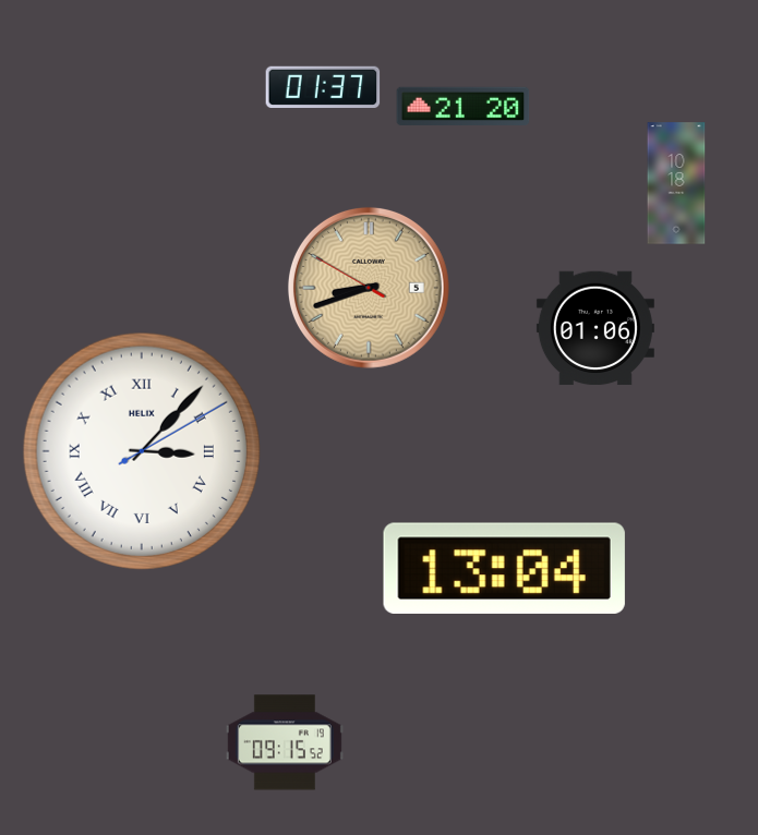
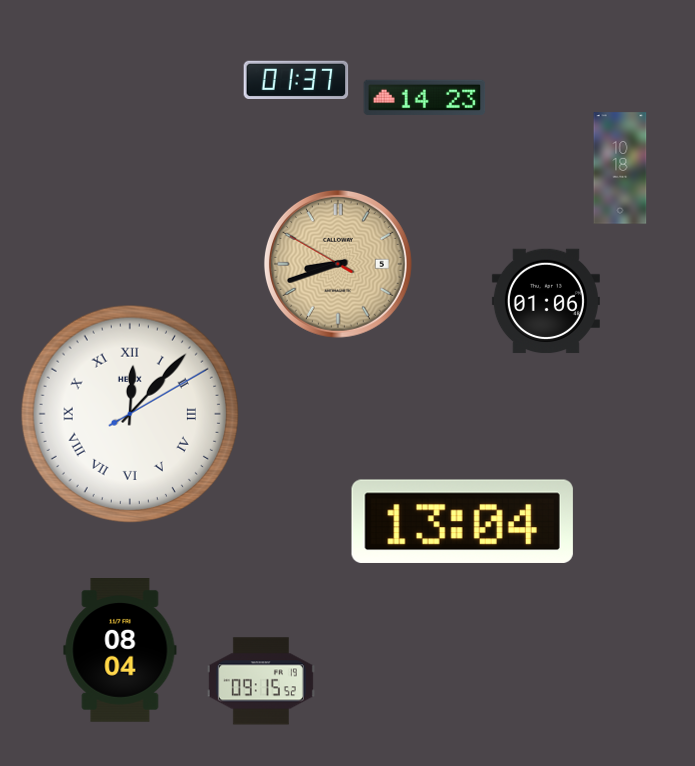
clock at (464, 106): 21:20 -> 14:23
clock at (142, 451): 3:07 -> 12:07
clock at (120, 651): none -> 08:04
